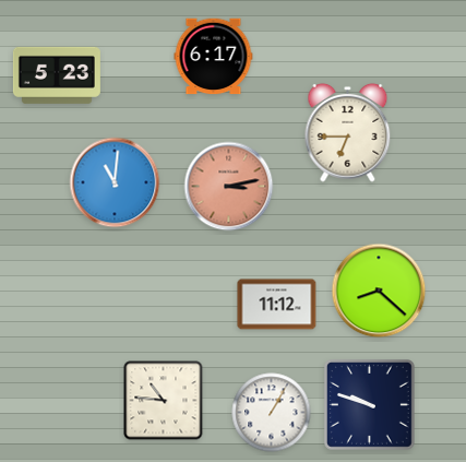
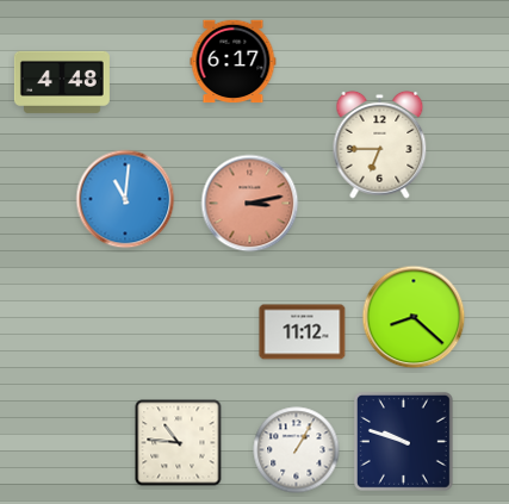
clock at (57, 75): 5:23 -> 4:48
clock at (164, 401) position: (164, 401) -> (179, 443)
